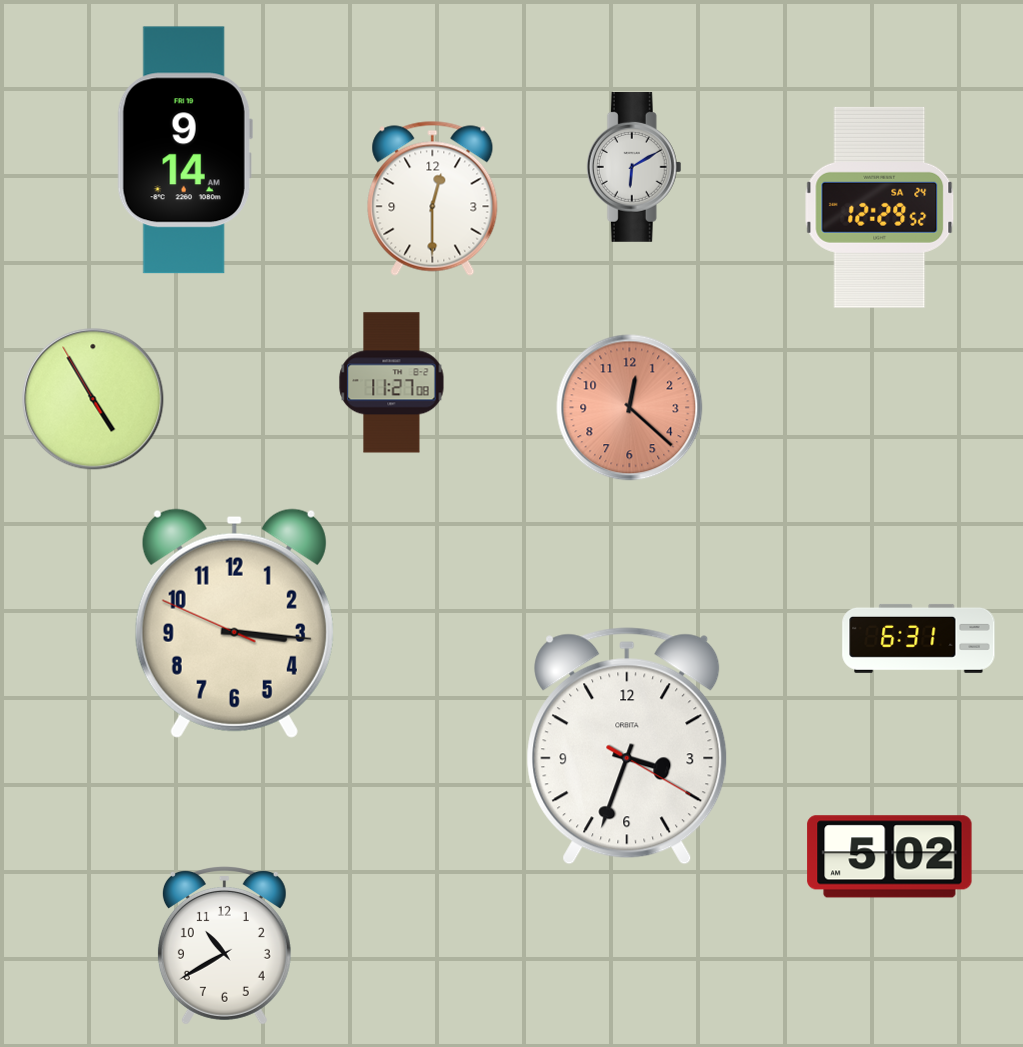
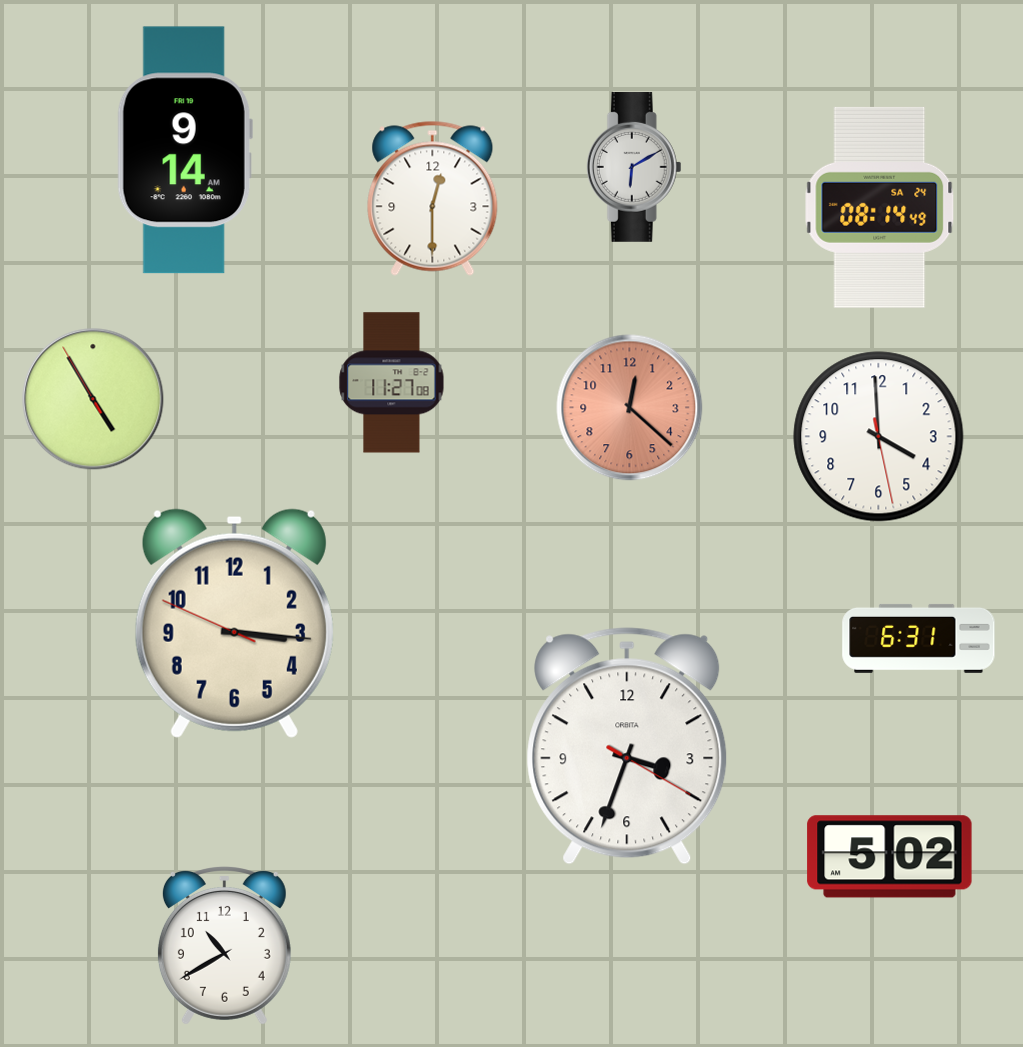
clock at (880, 207): 12:29 -> 08:14
clock at (879, 437): none -> 3:59
